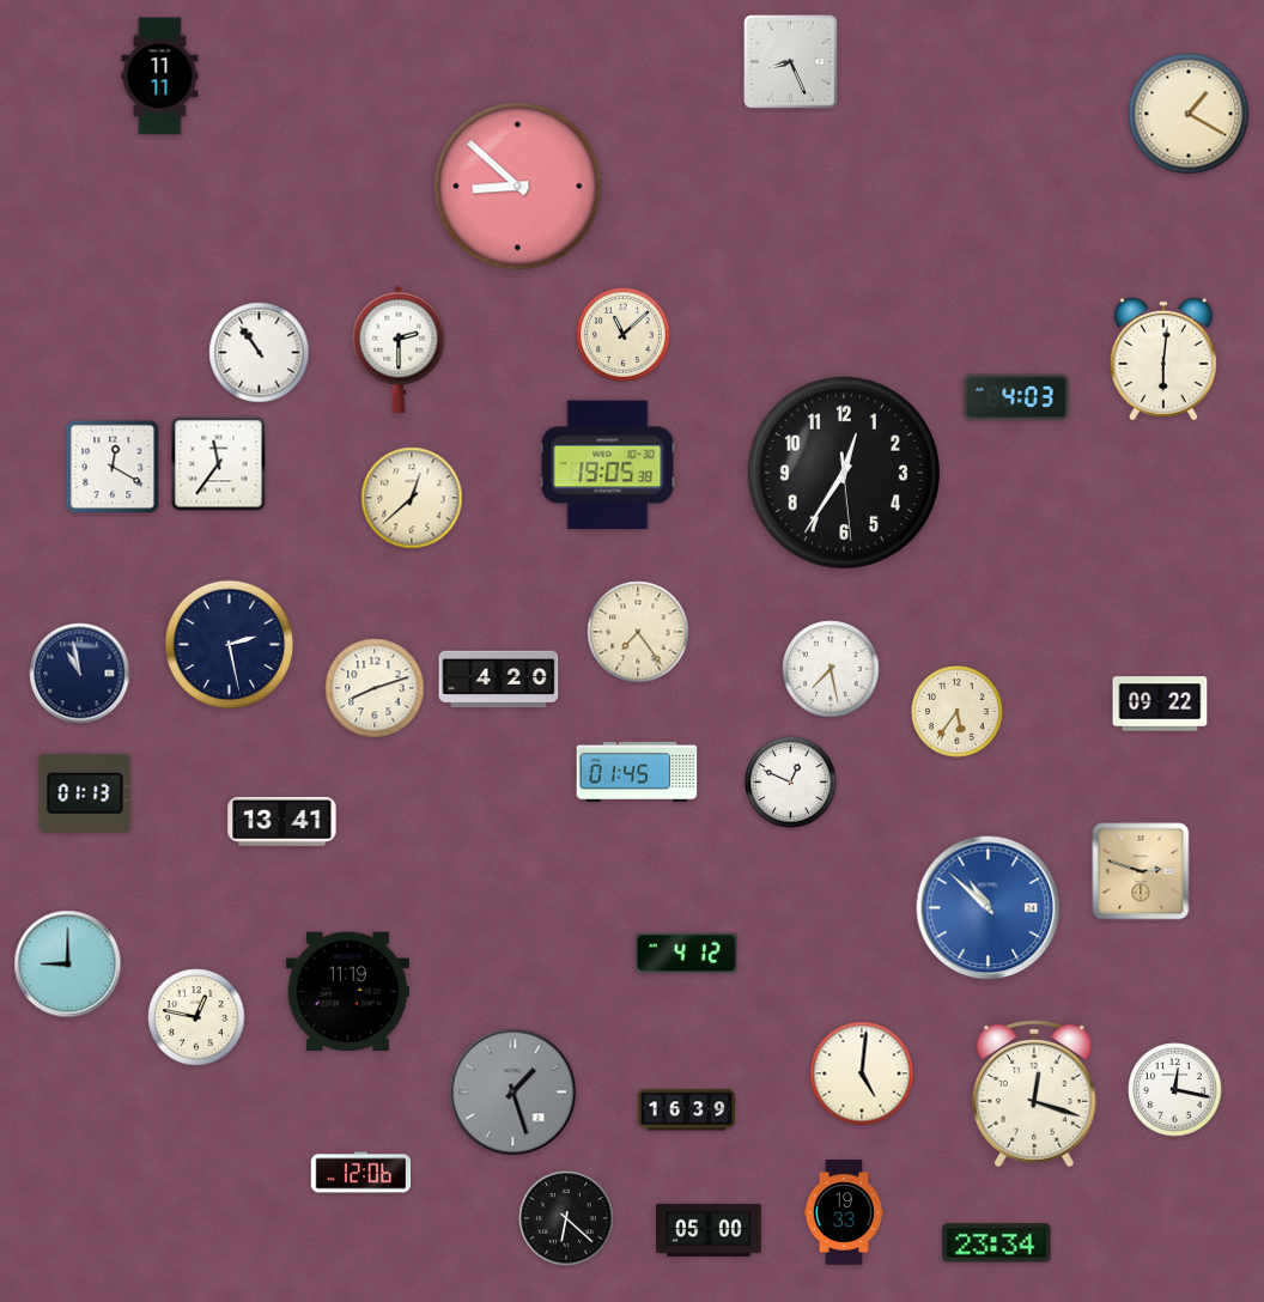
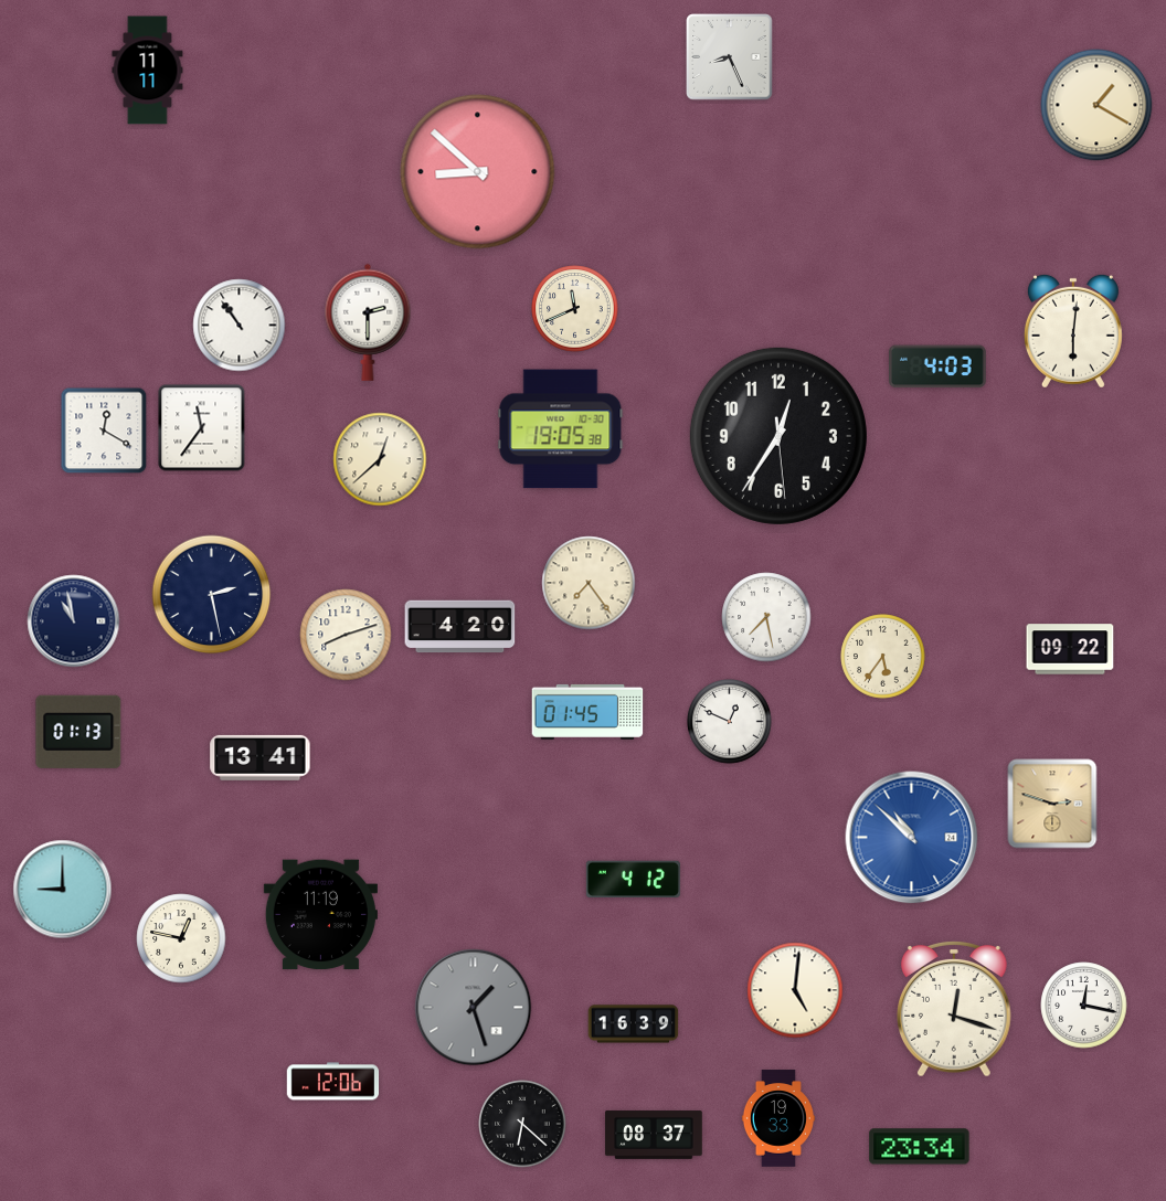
clock at (624, 335): 11:08 -> 11:41
clock at (709, 1230): 05:00 -> 08:37
